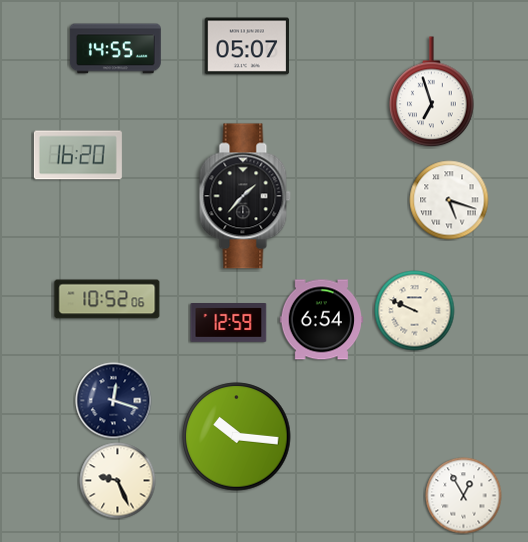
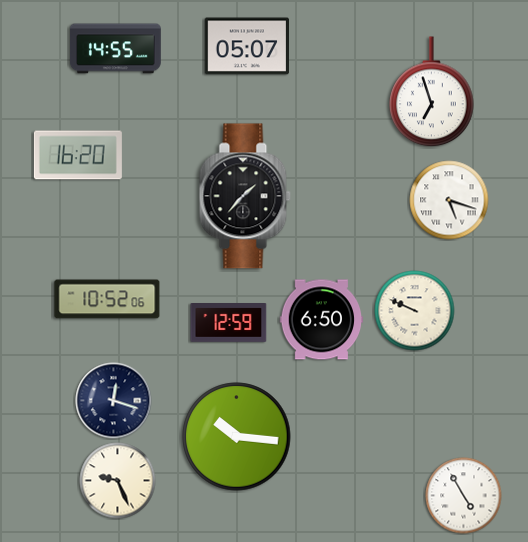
clock at (322, 320): 6:54 -> 6:50
clock at (464, 496): 12:55 -> 4:55
